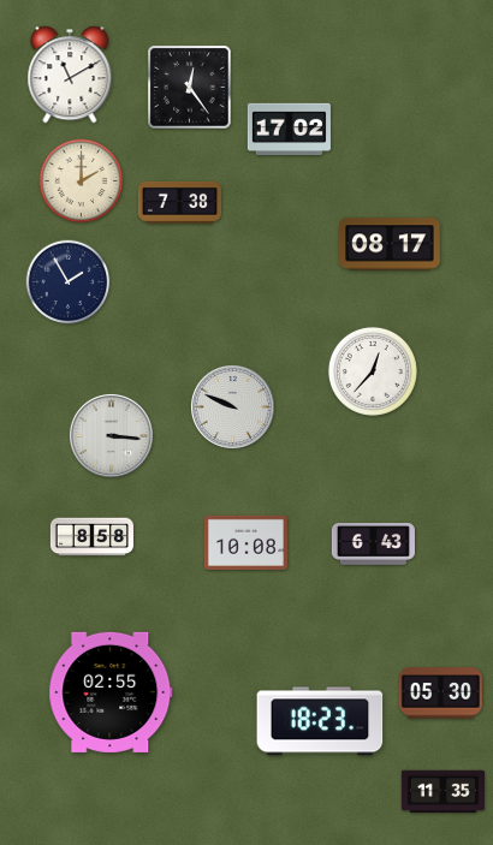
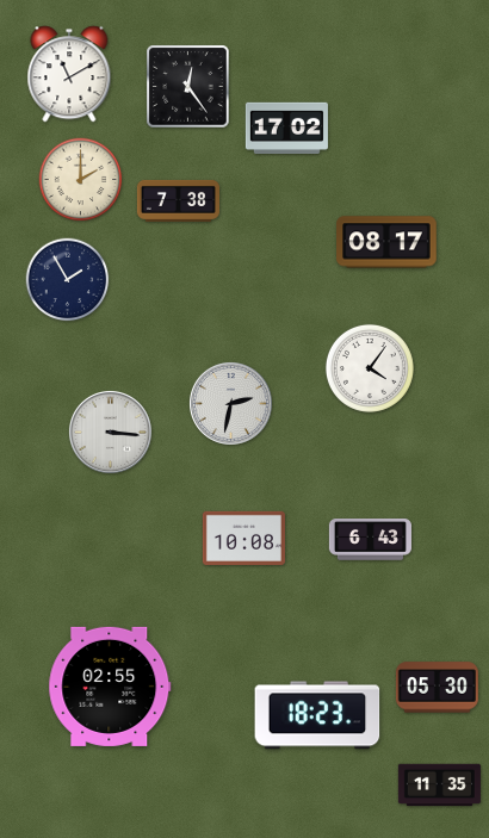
clock at (373, 371): 12:37 -> 4:06
clock at (232, 406): 9:49 -> 2:32
clock at (91, 537): 8:58 -> none
